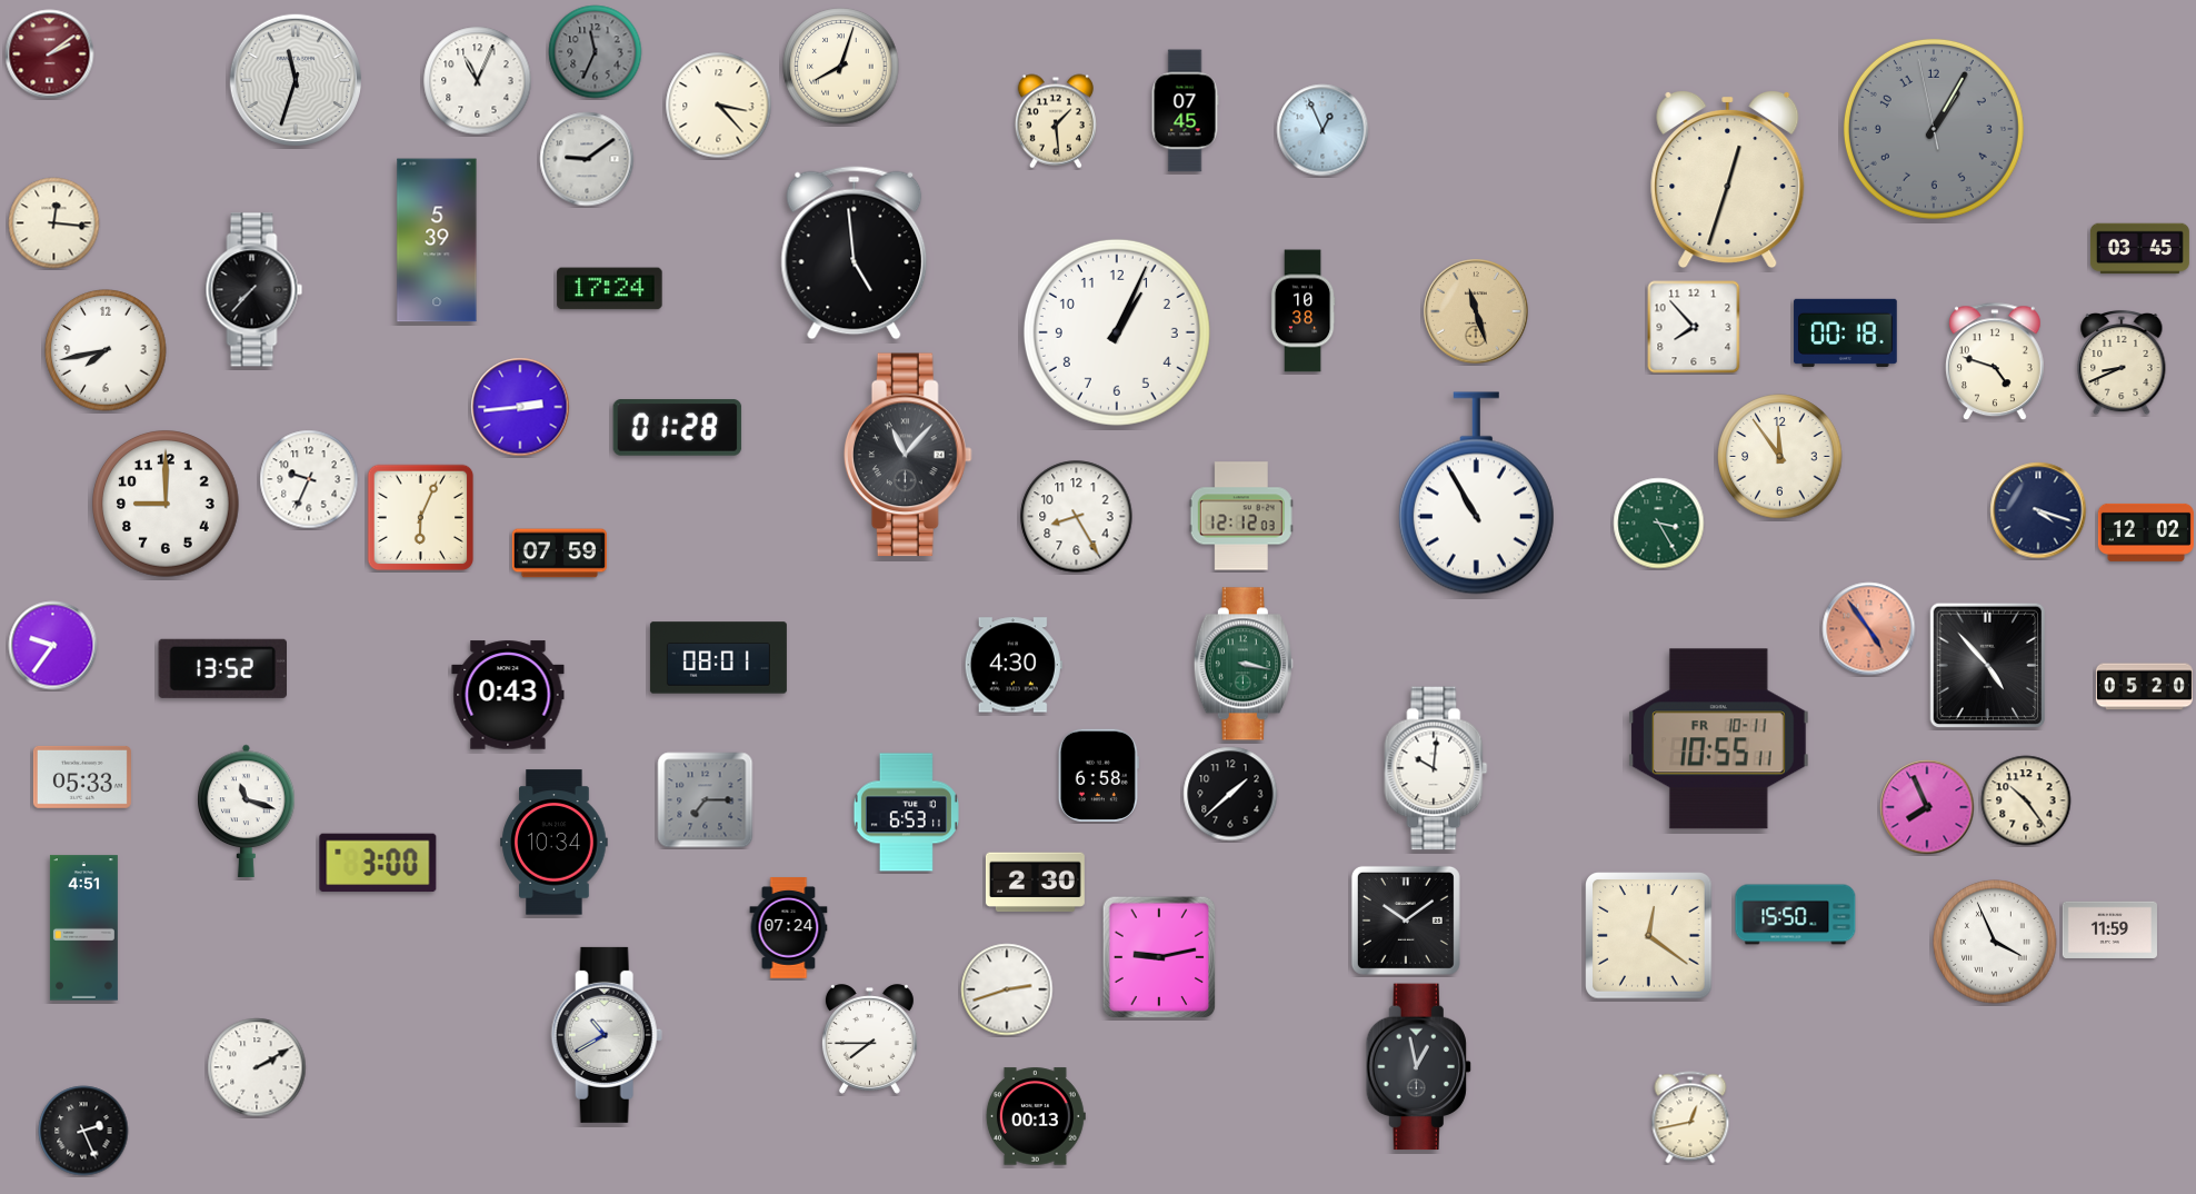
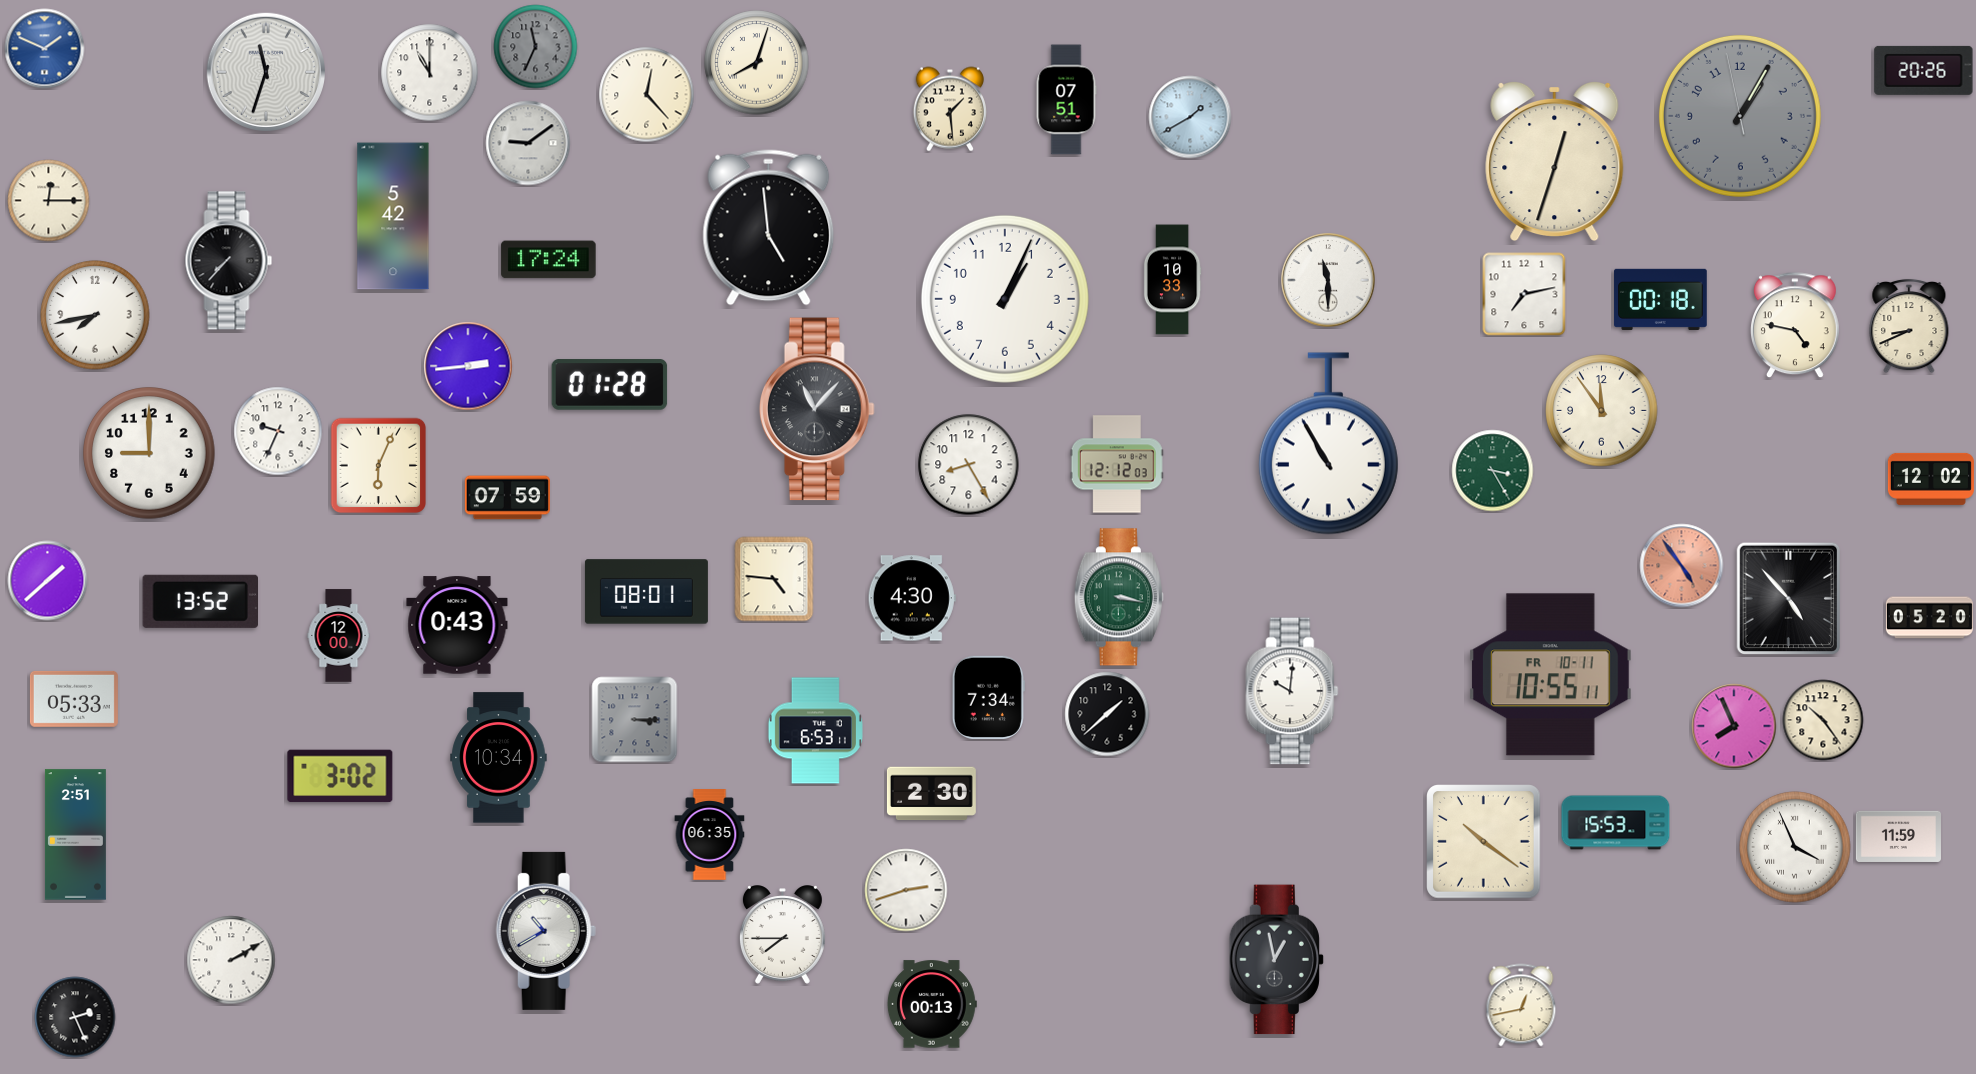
clock at (50, 54): 2:09 -> 1:49
clock at (50, 54) dial: burgundy -> blue
clock at (841, 67) position: (841, 67) -> (757, 63)
clock at (1924, 70): none -> 20:26
clock at (478, 81): 11:04 -> 11:00
clock at (719, 106): 3:23 -> 12:23
clock at (1185, 111): 07:45 -> 07:51
clock at (1322, 130): 12:56 -> 1:40
clock at (54, 223): 12:16 -> 12:15
clock at (437, 240): 5:39 -> 5:42
clock at (2139, 249): 03:45 -> none
clock at (1302, 311): 10:38 -> 10:33
clock at (1476, 311): 11:27 -> 11:30
clock at (1476, 311) dial: champagne -> white
clock at (1694, 327): 7:53 -> 7:13
clock at (1995, 362): 4:48 -> 4:47
clock at (2038, 510): 4:18 -> none
clock at (559, 554) position: (559, 554) -> (507, 498)
clock at (774, 579): none -> 4:46
clock at (53, 646): 9:36 -> 1:38
clock at (339, 636): none -> 12:00
clock at (1718, 739) position: (1718, 739) -> (1550, 675)
clock at (1098, 775): 6:58 -> 7:34
clock at (706, 800): 7:15 -> 3:15
clock at (247, 810): 11:18 -> none
clock at (378, 863): 3:00 -> 3:02
clock at (1796, 915): 15:50 -> 15:53
clock at (1406, 921): 10:09 -> none
clock at (83, 928): 4:51 -> 2:51
clock at (789, 928): 07:24 -> 06:35
clock at (1649, 936): 12:21 -> 10:21
clock at (1159, 957): 9:13 -> none
